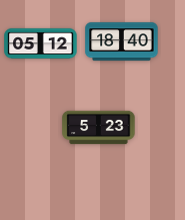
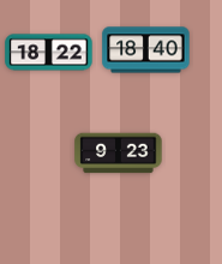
clock at (41, 44): 05:12 -> 18:22
clock at (99, 128): 5:23 -> 9:23
